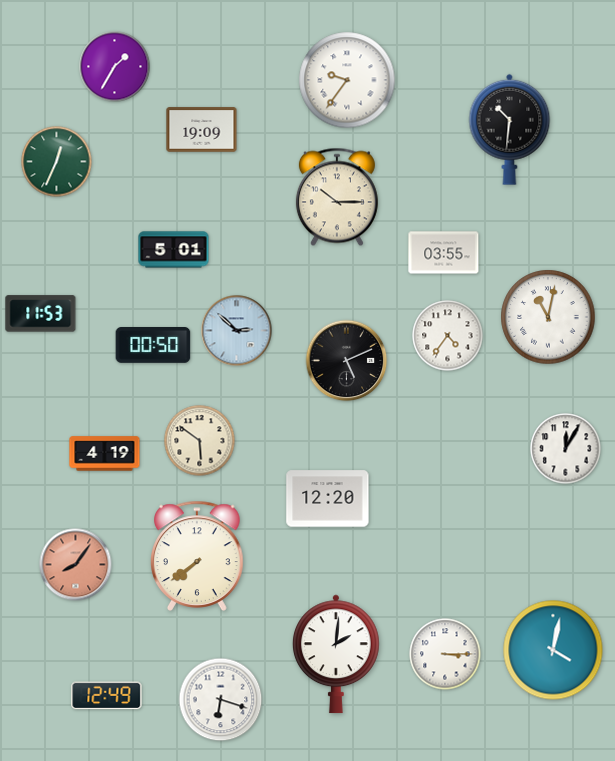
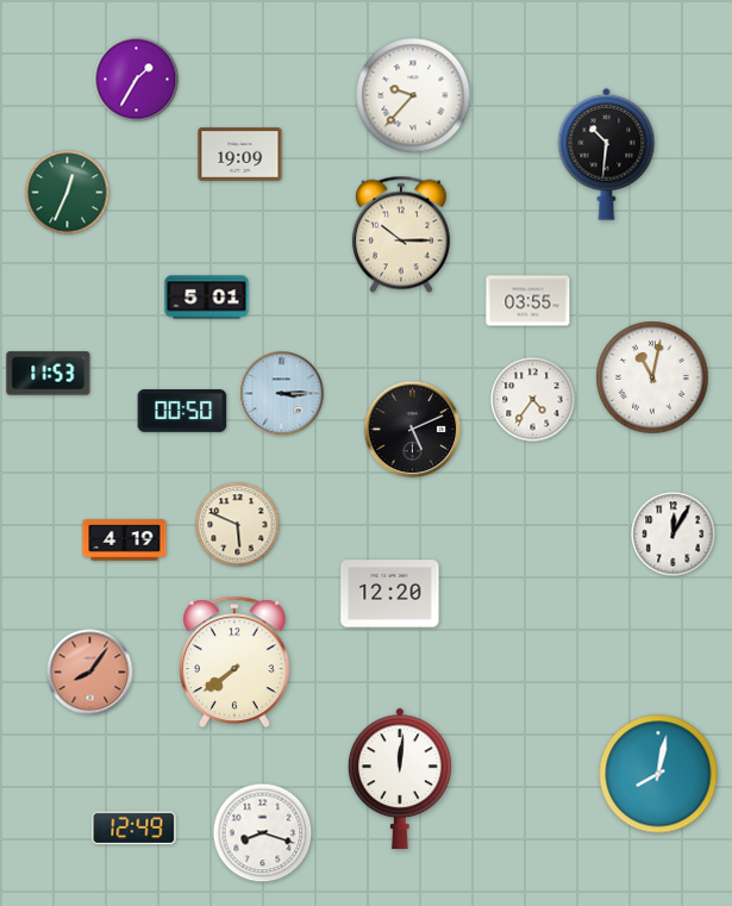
clock at (347, 80): 9:36 -> 9:37
clock at (237, 331): 2:52 -> 3:15
clock at (200, 441): 5:51 -> 5:49
clock at (553, 650): 4:02 -> 8:02
clock at (336, 654): 2:01 -> 12:01
clock at (445, 654): 3:15 -> none
clock at (107, 696) position: (107, 696) -> (134, 829)
clock at (221, 700): 6:18 -> 8:18
